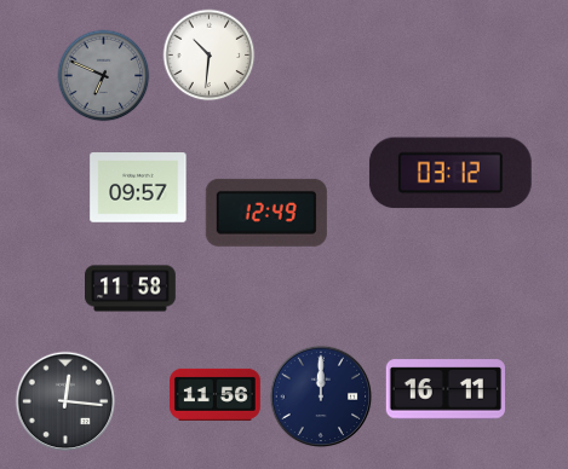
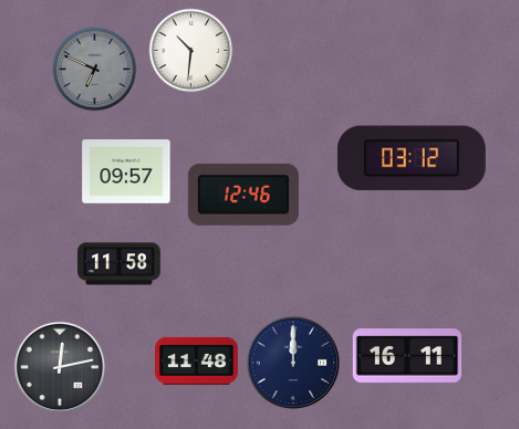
clock at (266, 213): 12:49 -> 12:46
clock at (216, 394): 11:56 -> 11:48
clock at (65, 401): 12:16 -> 12:13
